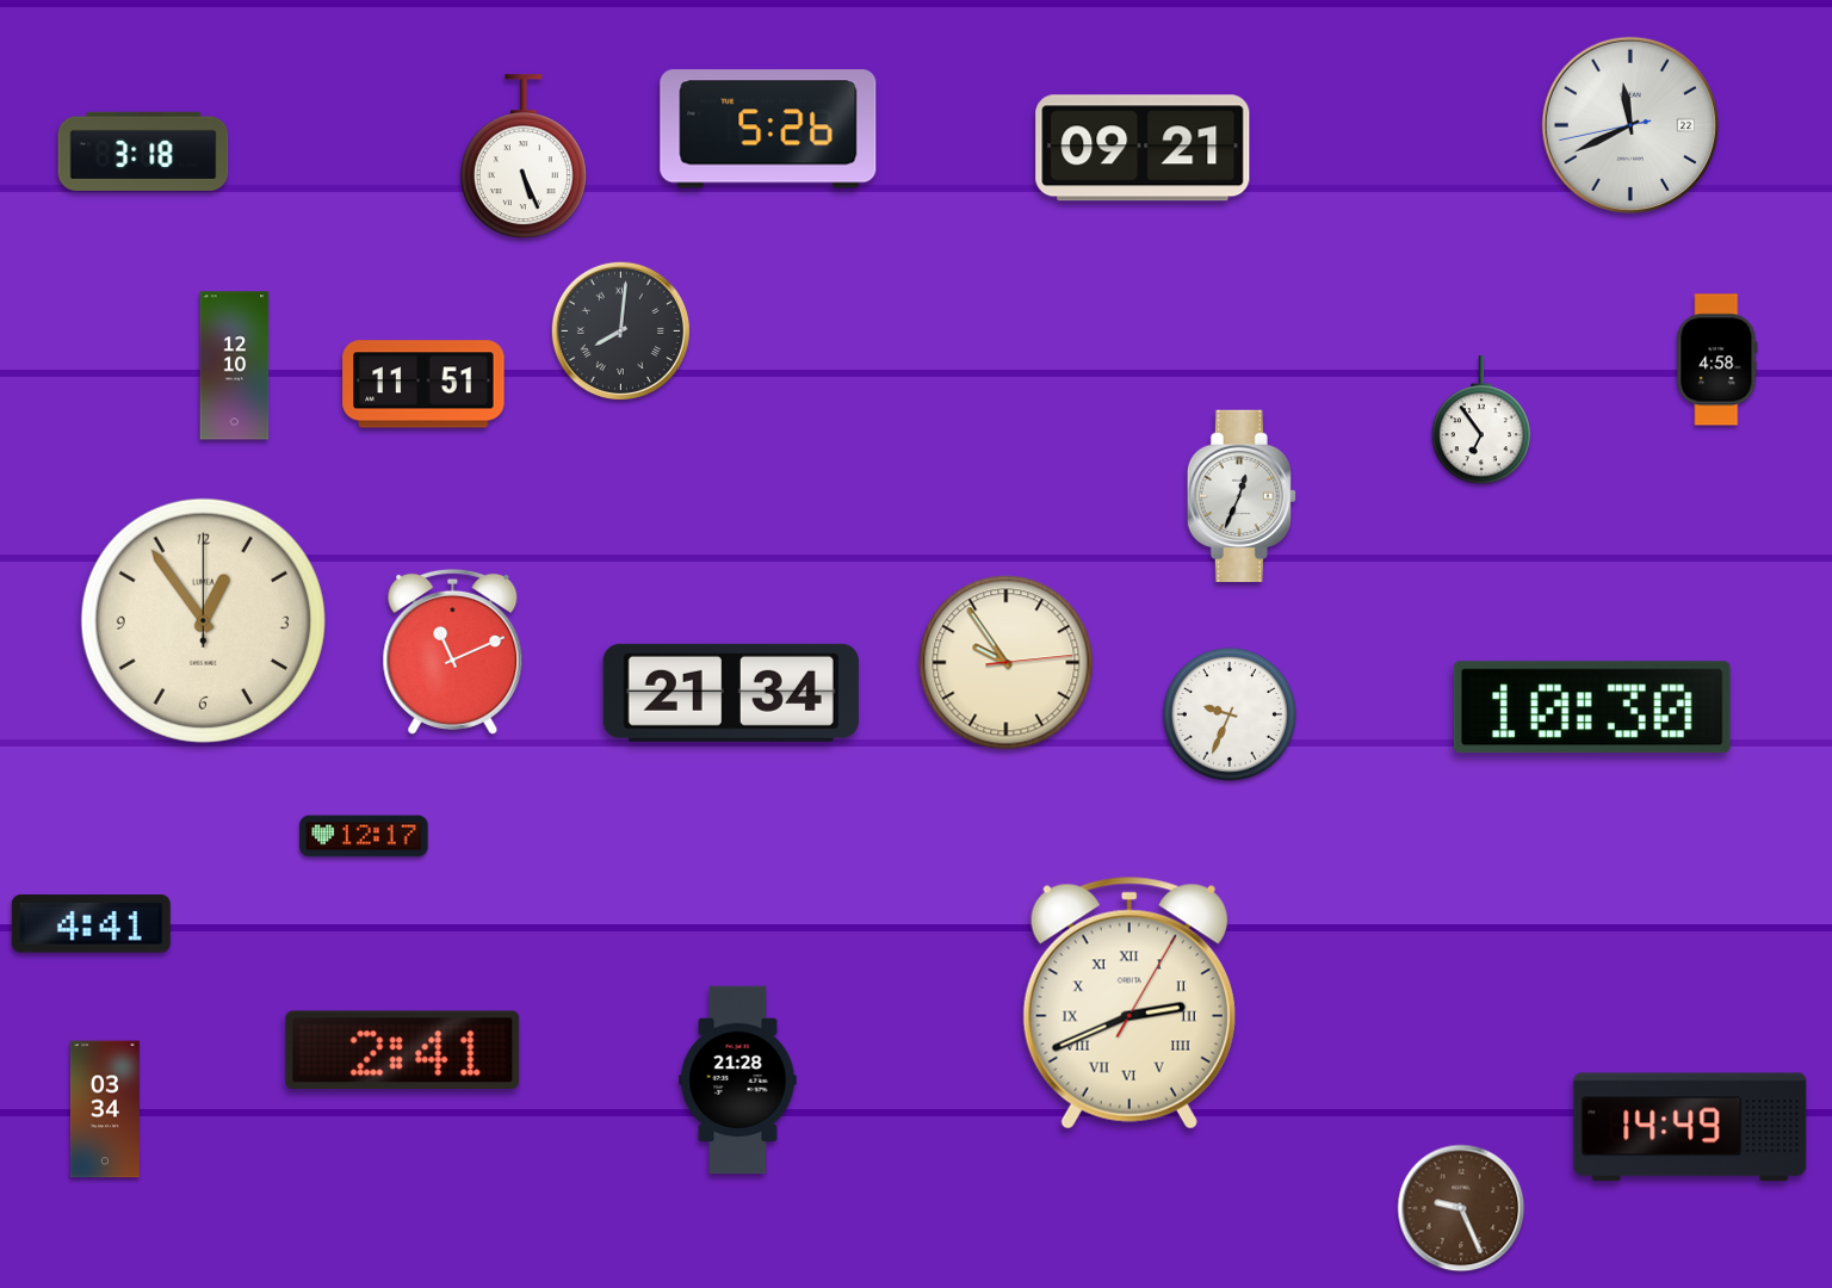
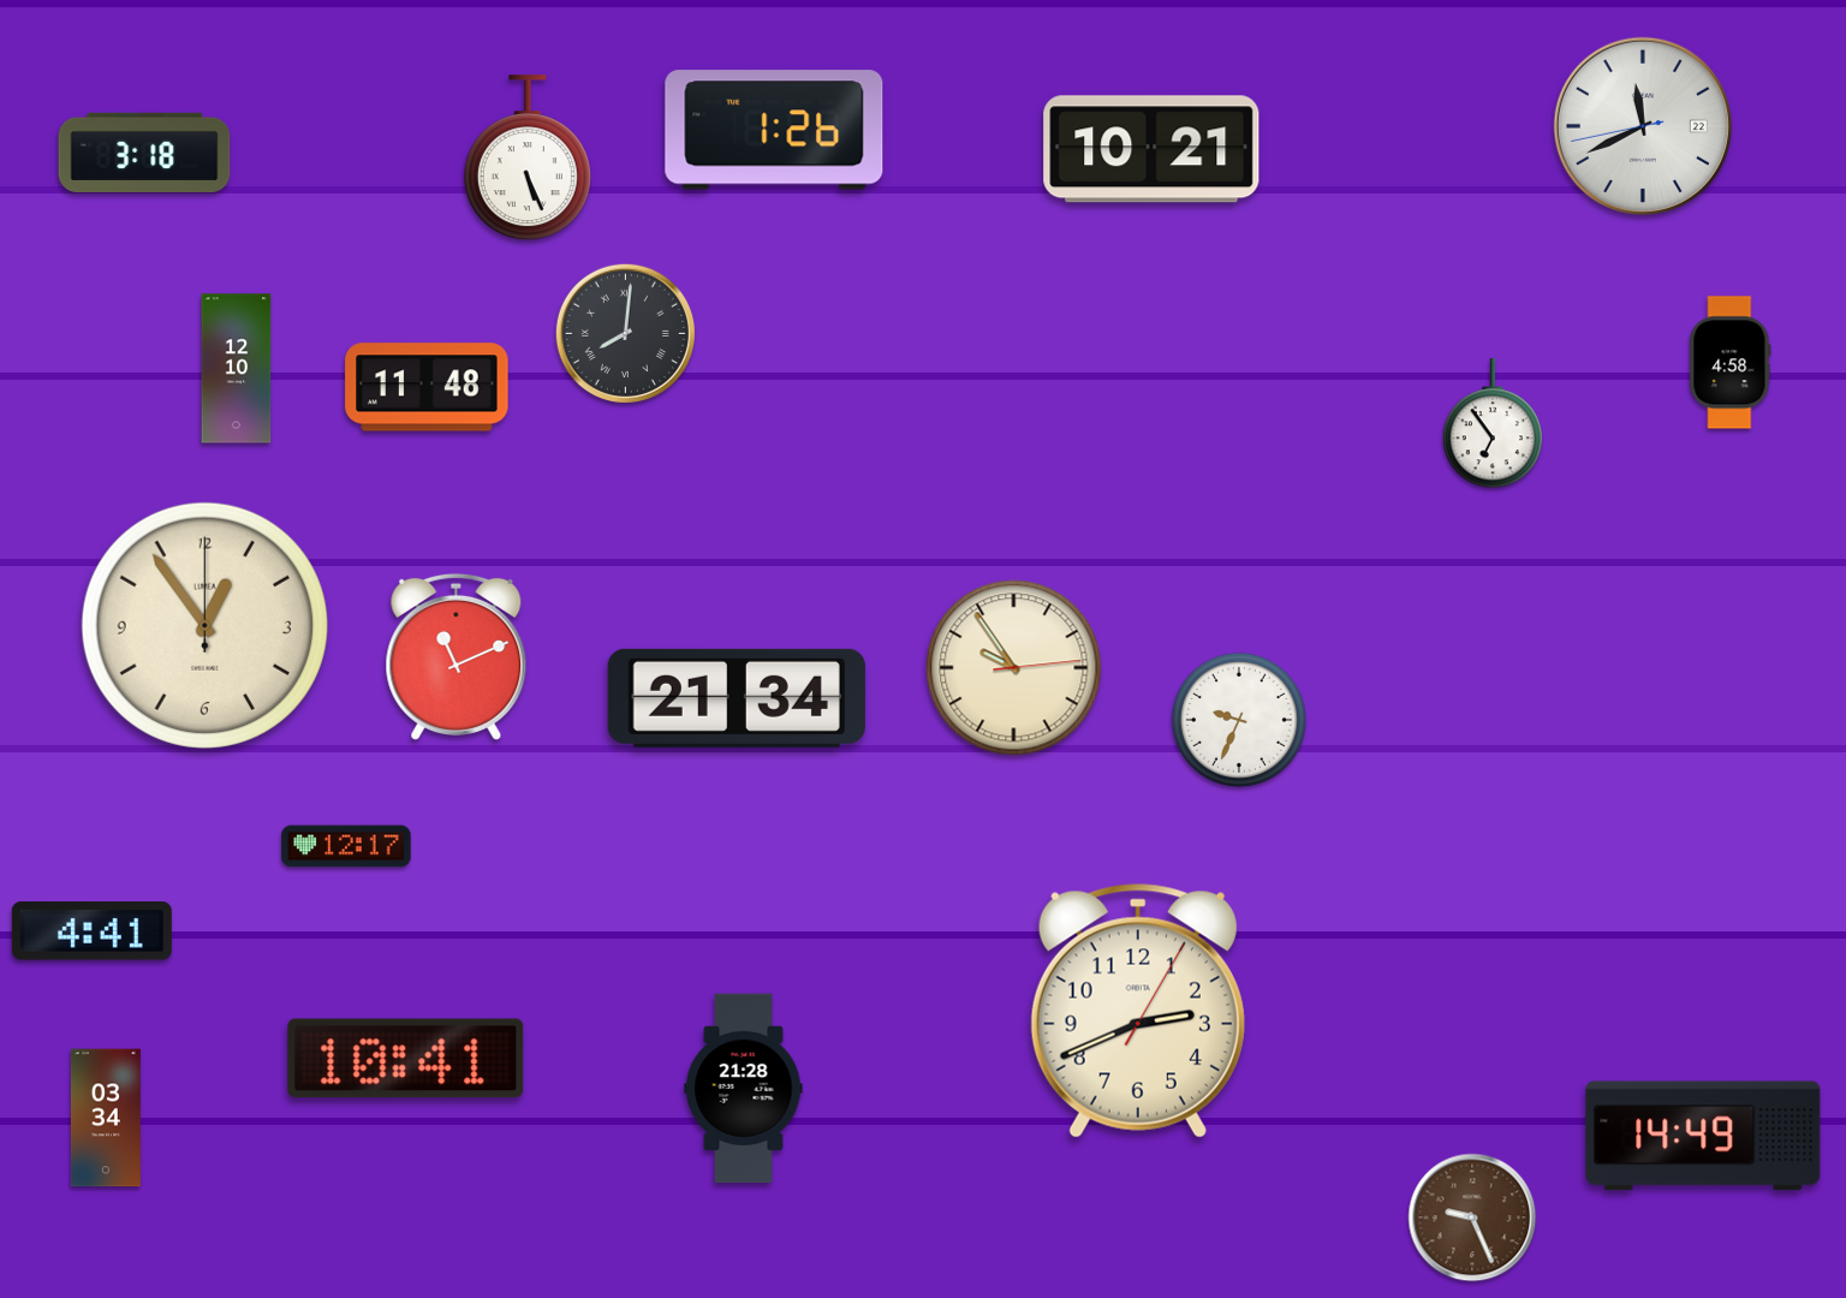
clock at (768, 129): 5:26 -> 1:26
clock at (1143, 148): 09:21 -> 10:21
clock at (423, 384): 11:51 -> 11:48
clock at (1242, 495): 12:34 -> none
clock at (1592, 707): 10:30 -> none
clock at (364, 836) position: (364, 836) -> (346, 846)
clock at (1129, 1003) numerals: Roman -> Arabic
clock at (403, 1051): 2:41 -> 10:41
